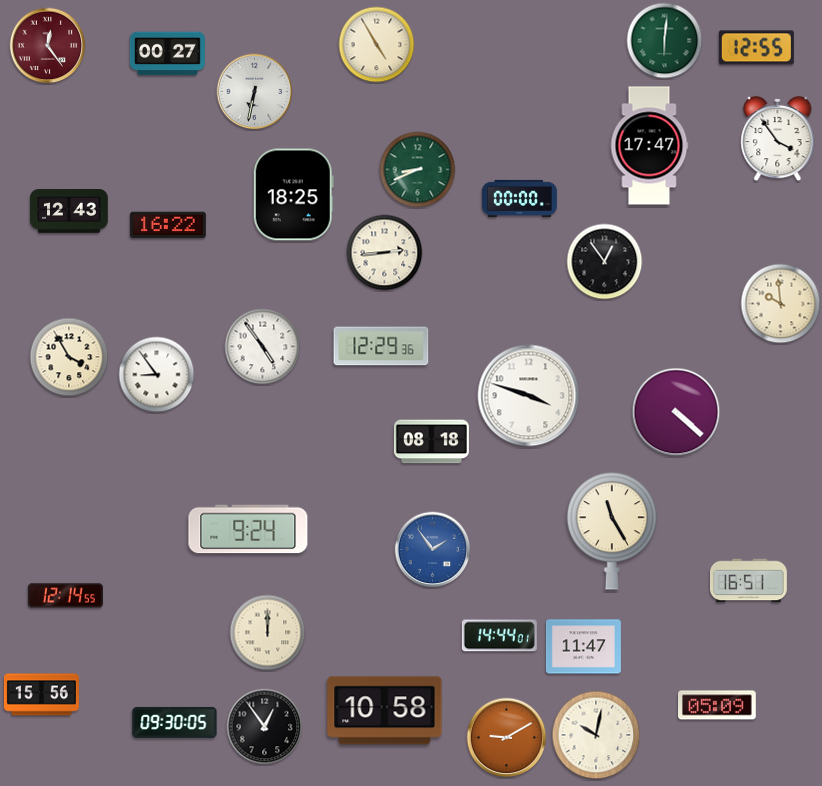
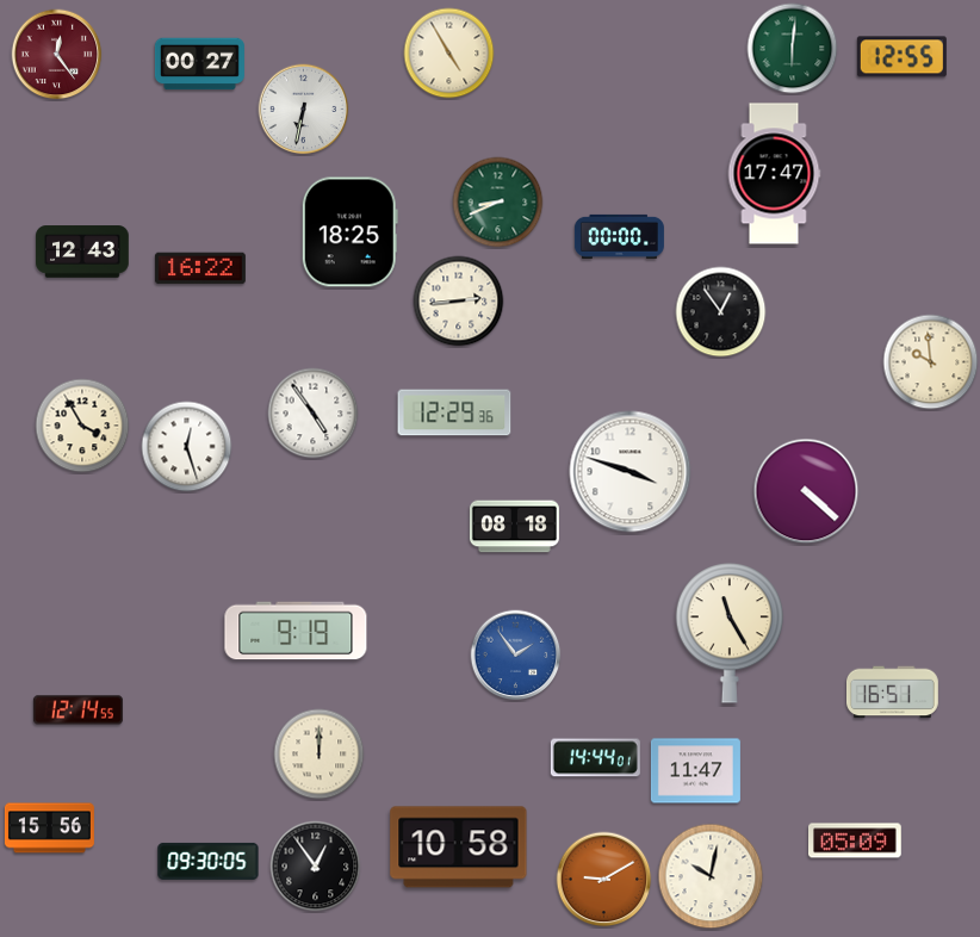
clock at (778, 139): 3:54 -> none
clock at (157, 375): 8:54 -> 12:27
clock at (248, 529): 9:24 -> 9:19
